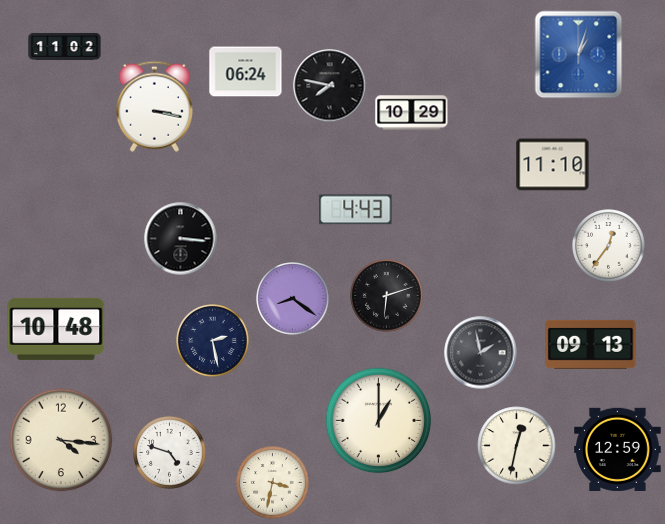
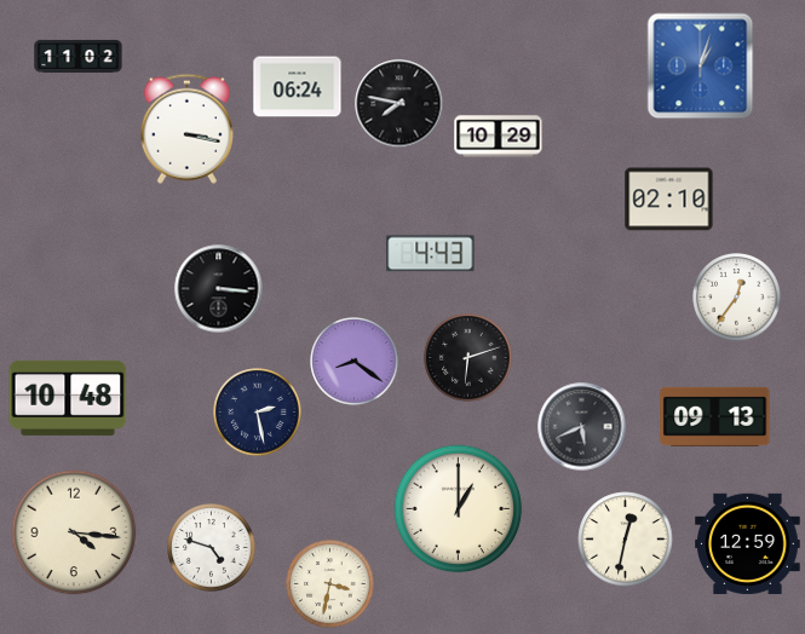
clock at (553, 165): 11:10 -> 02:10
clock at (481, 353): 1:58 -> 5:41
clock at (170, 453) position: (170, 453) -> (212, 548)
